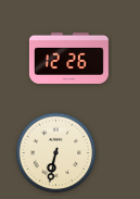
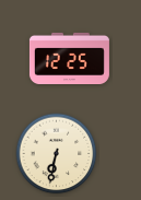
clock at (68, 58): 12:26 -> 12:25
